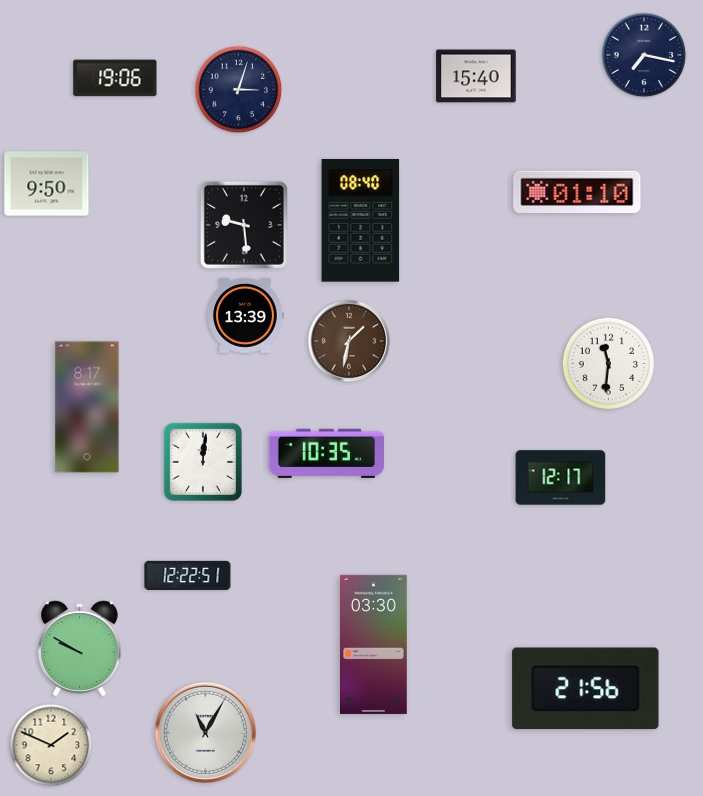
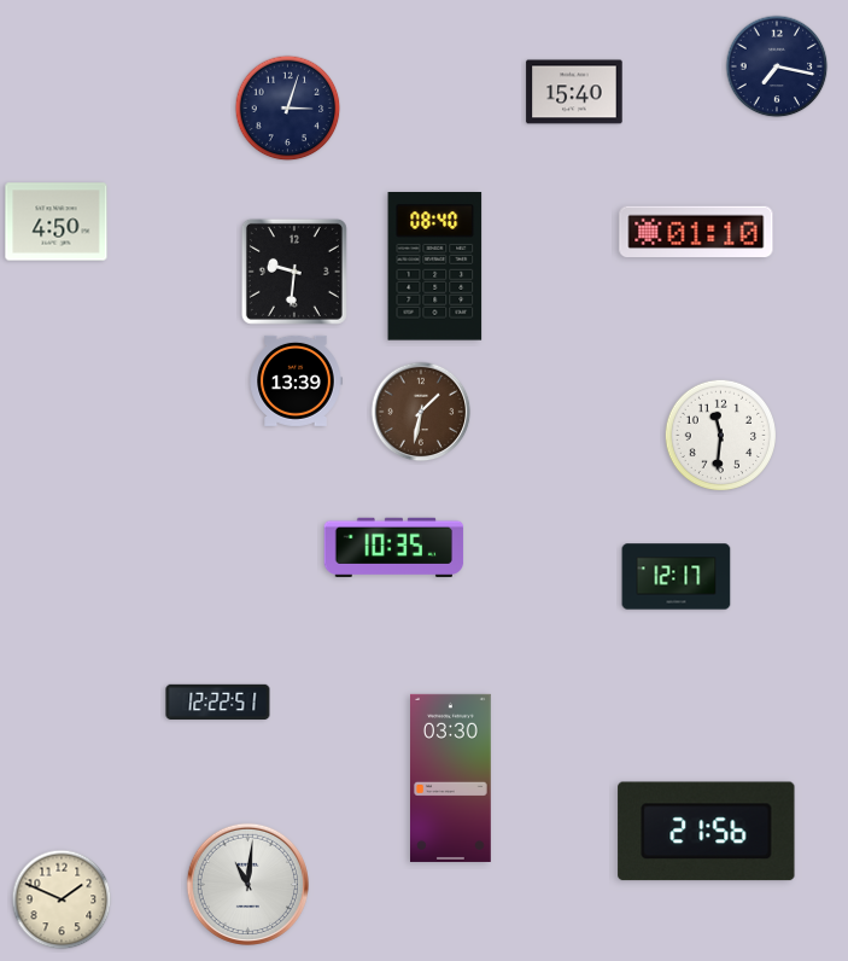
clock at (115, 78): 19:06 -> none
clock at (47, 184): 9:50 -> 4:50
clock at (244, 225): 9:29 -> 9:31
clock at (608, 363) position: (608, 363) -> (720, 435)
clock at (87, 407): 8:17 -> none
clock at (203, 462): 12:01 -> none
clock at (188, 575) position: (188, 575) -> (218, 701)
clock at (80, 649): 9:50 -> none
clock at (205, 732): 11:05 -> 11:01
